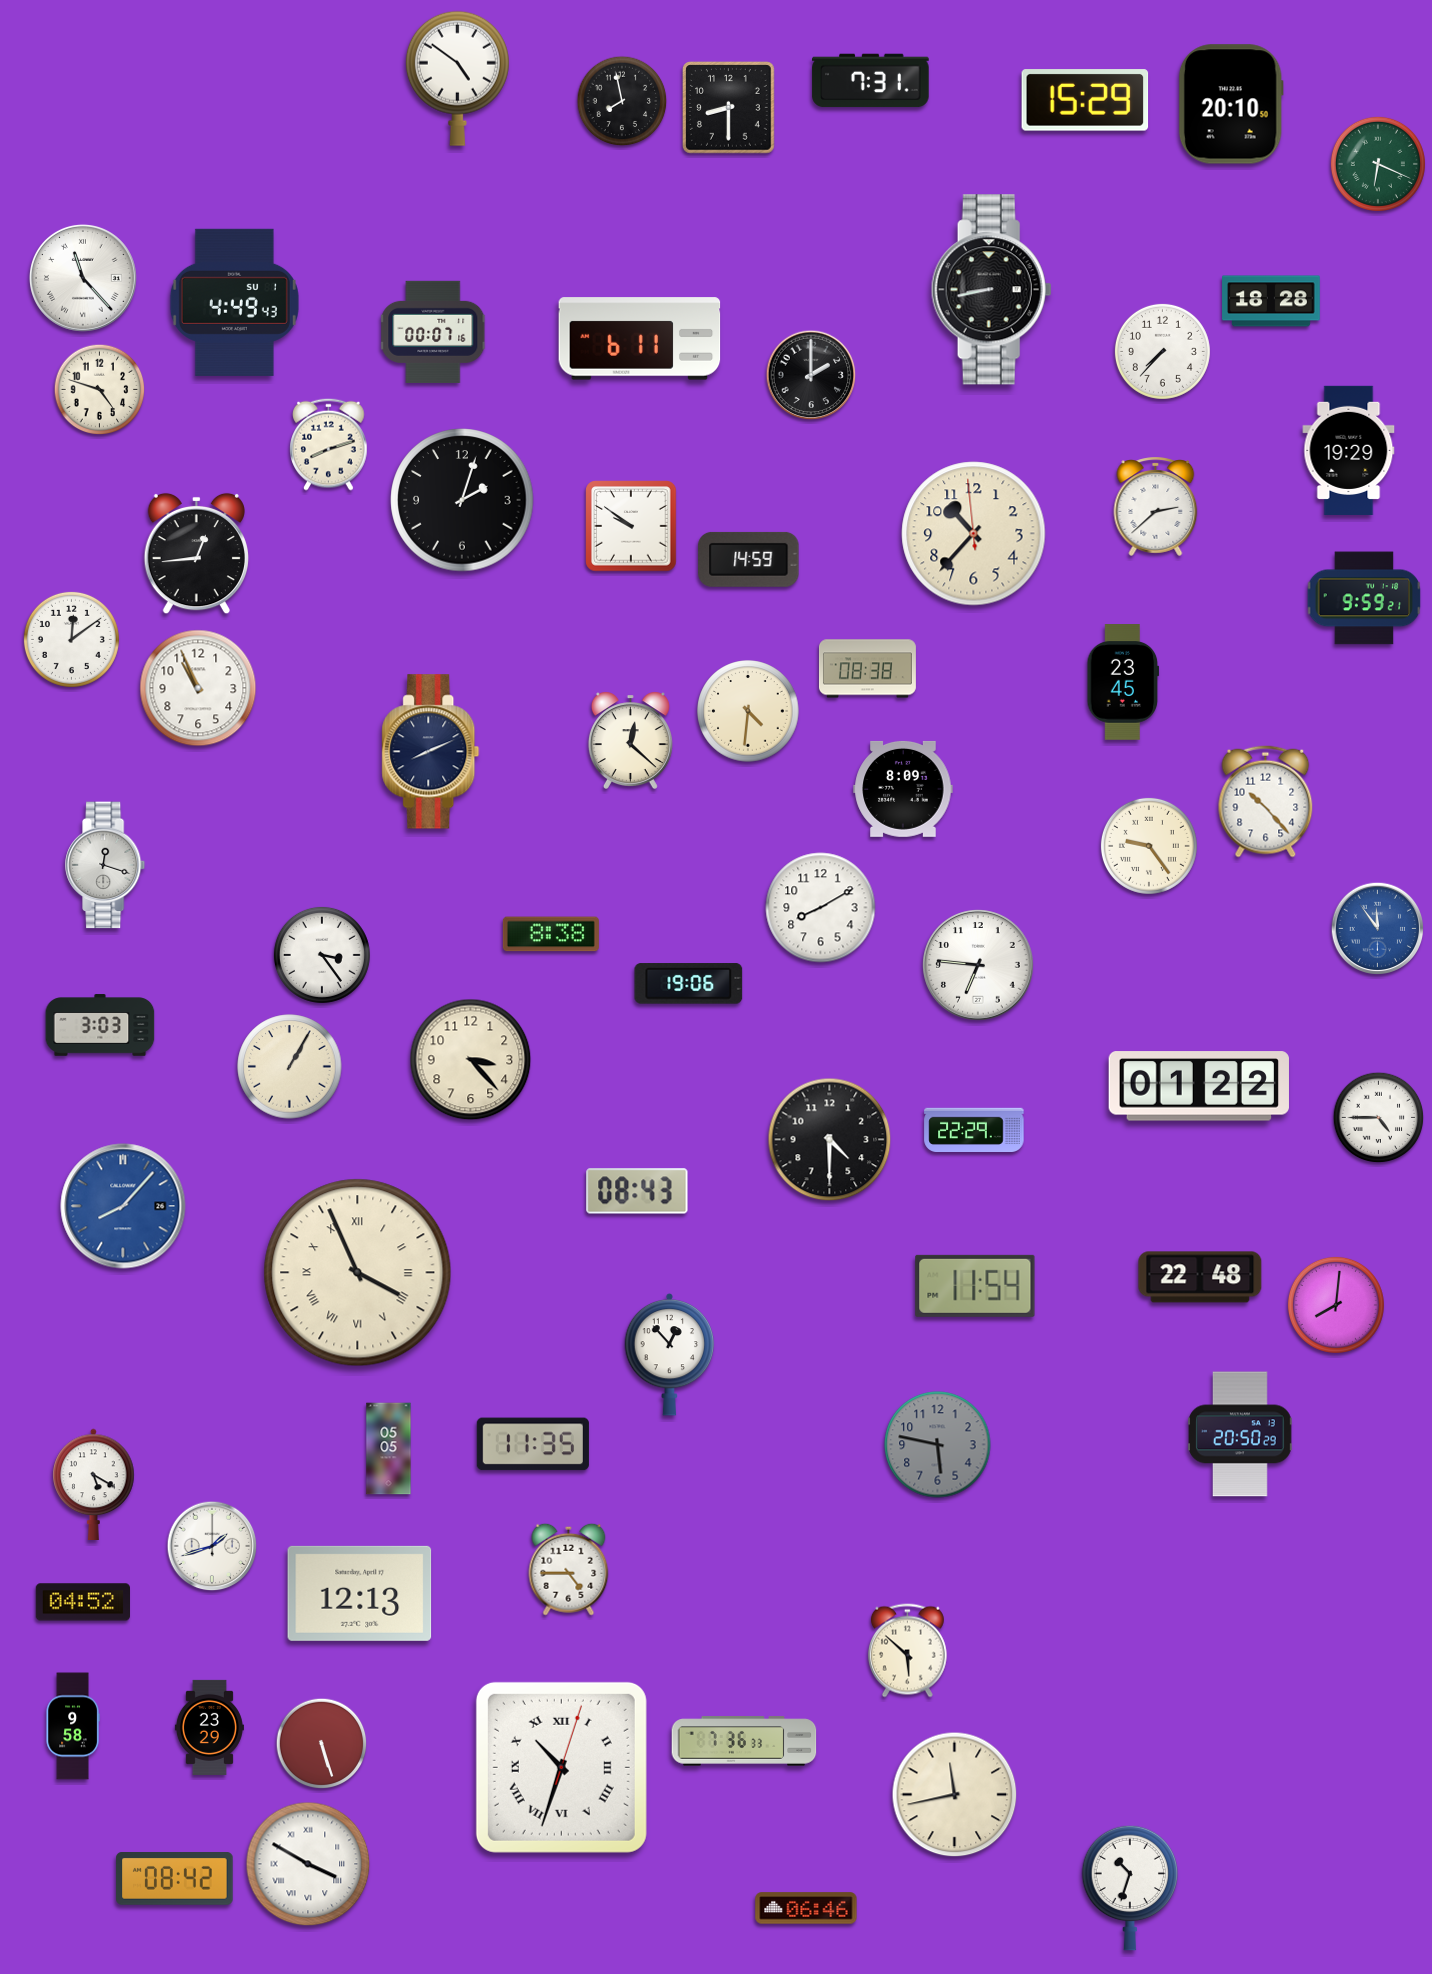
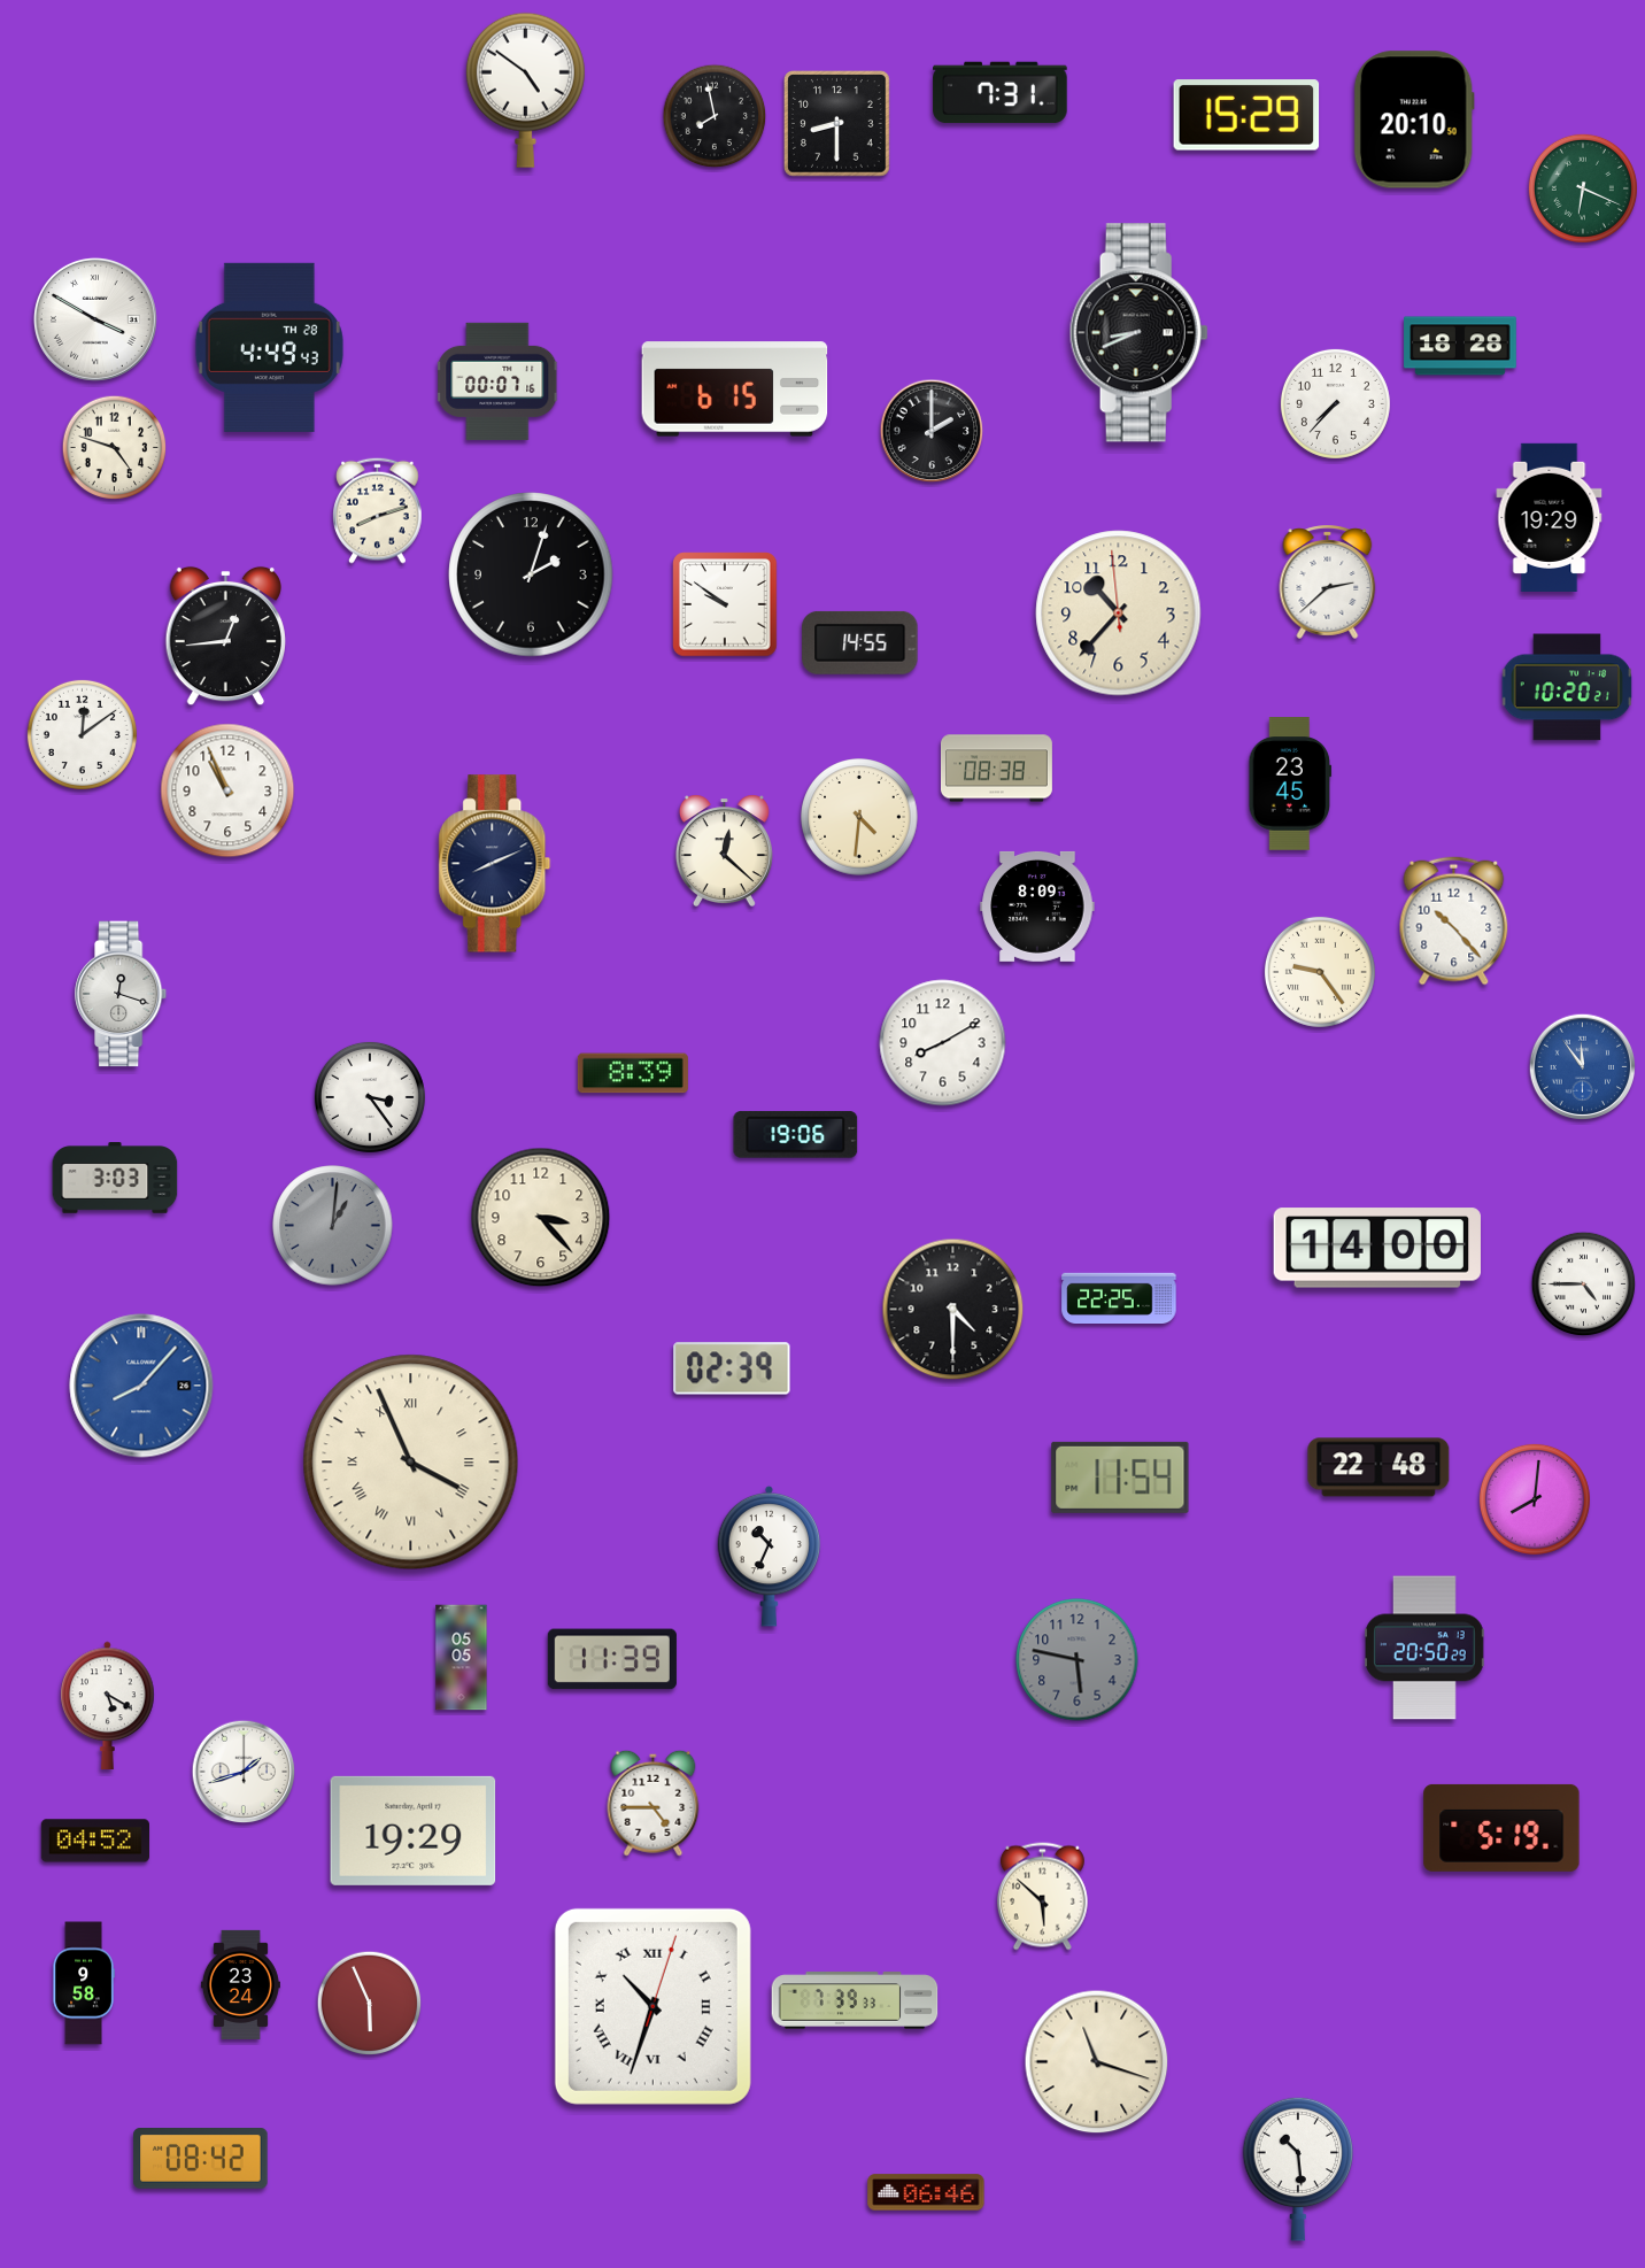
clock at (83, 278): 11:23 -> 3:50
clock at (991, 290): 8:43 -> 8:41
clock at (234, 302) date: SU 1 -> TH 28
clock at (640, 339): 6:11 -> 6:15
clock at (749, 559): 14:59 -> 14:55
clock at (1364, 598): 9:59 -> 10:20
clock at (551, 934): 8:38 -> 8:39
clock at (978, 965): 6:46 -> none
clock at (689, 984) position: (689, 984) -> (796, 1135)
clock at (290, 1067): 1:05 -> 1:01
clock at (290, 1067) dial: cream -> grey
clock at (1199, 1086): 01:22 -> 14:00
clock at (974, 1129): 22:29 -> 22:25
clock at (637, 1191): 08:43 -> 02:39
clock at (670, 1354): 12:53 -> 10:34
clock at (533, 1444): 11:35 -> 11:39
clock at (389, 1449) position: (389, 1449) -> (462, 1658)
clock at (212, 1546) position: (212, 1546) -> (244, 1772)
clock at (1501, 1828): none -> 5:19
clock at (360, 1593): 12:13 -> 19:29
clock at (209, 1727): 23:29 -> 23:24
clock at (744, 1741): 7:36 -> 7:39
clock at (322, 1744): 5:27 -> 5:56
clock at (561, 1767) position: (561, 1767) -> (652, 2006)
clock at (955, 1795): 11:43 -> 11:18
clock at (308, 1864): 3:50 -> none
clock at (1130, 1888): 10:33 -> 10:29
